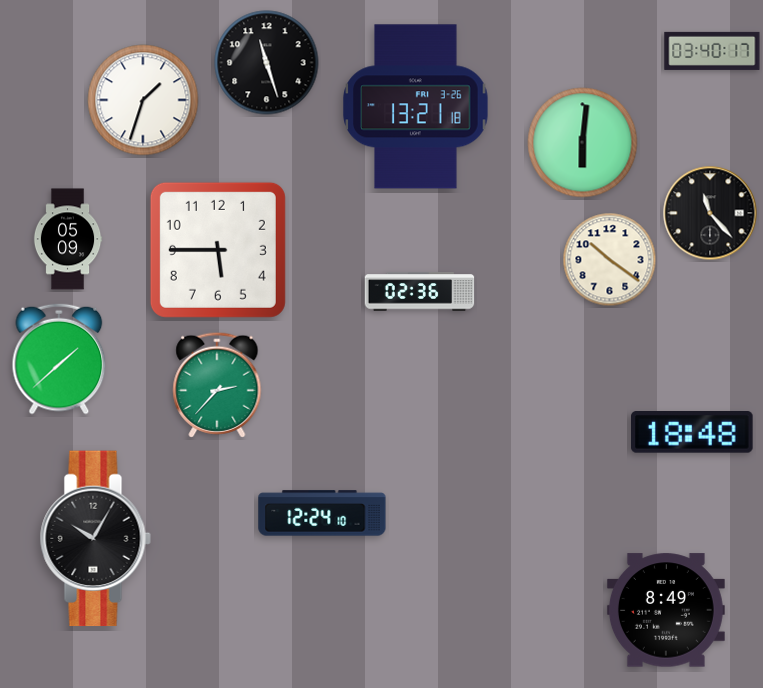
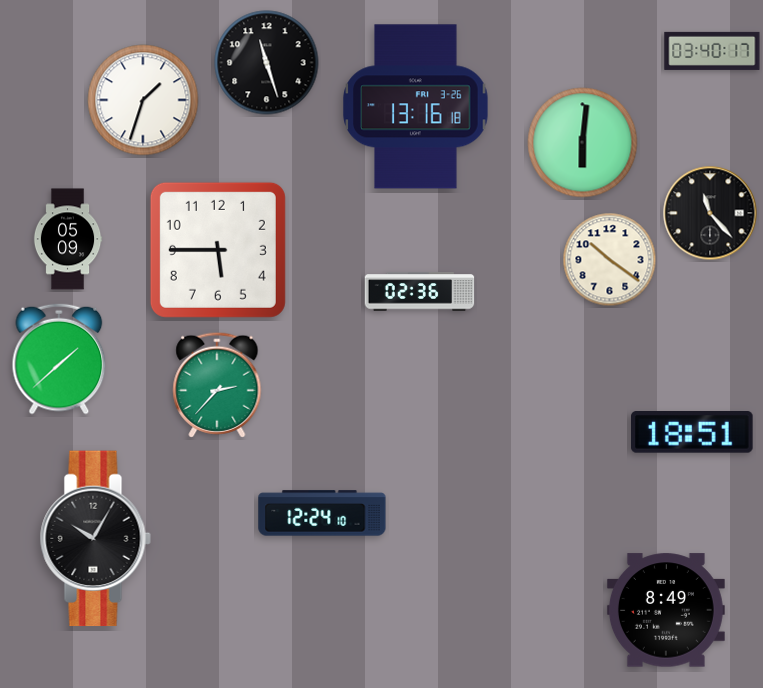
clock at (416, 107): 13:21 -> 13:16
clock at (693, 433): 18:48 -> 18:51
